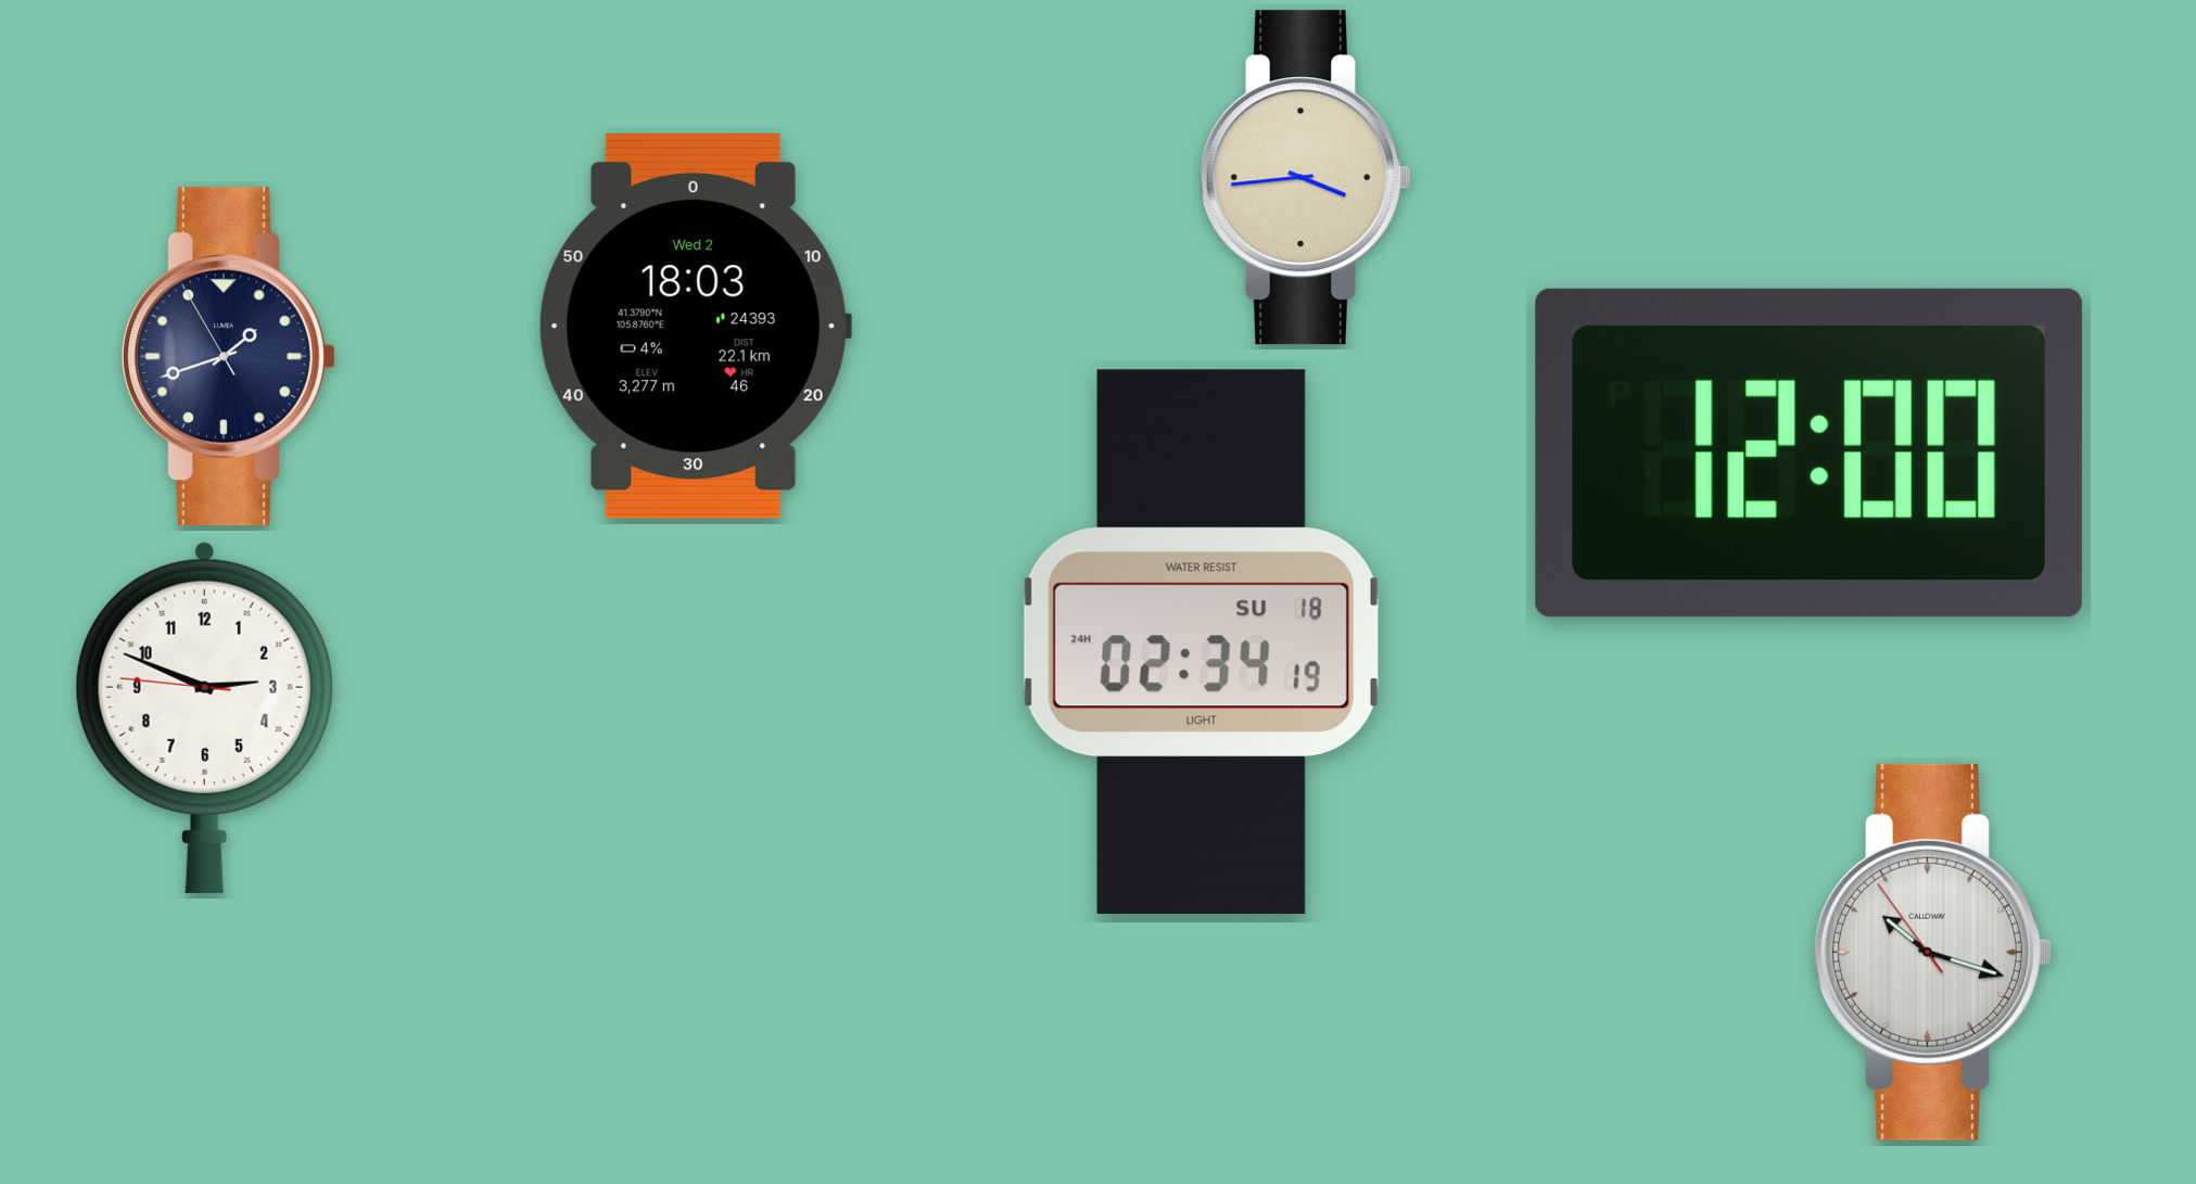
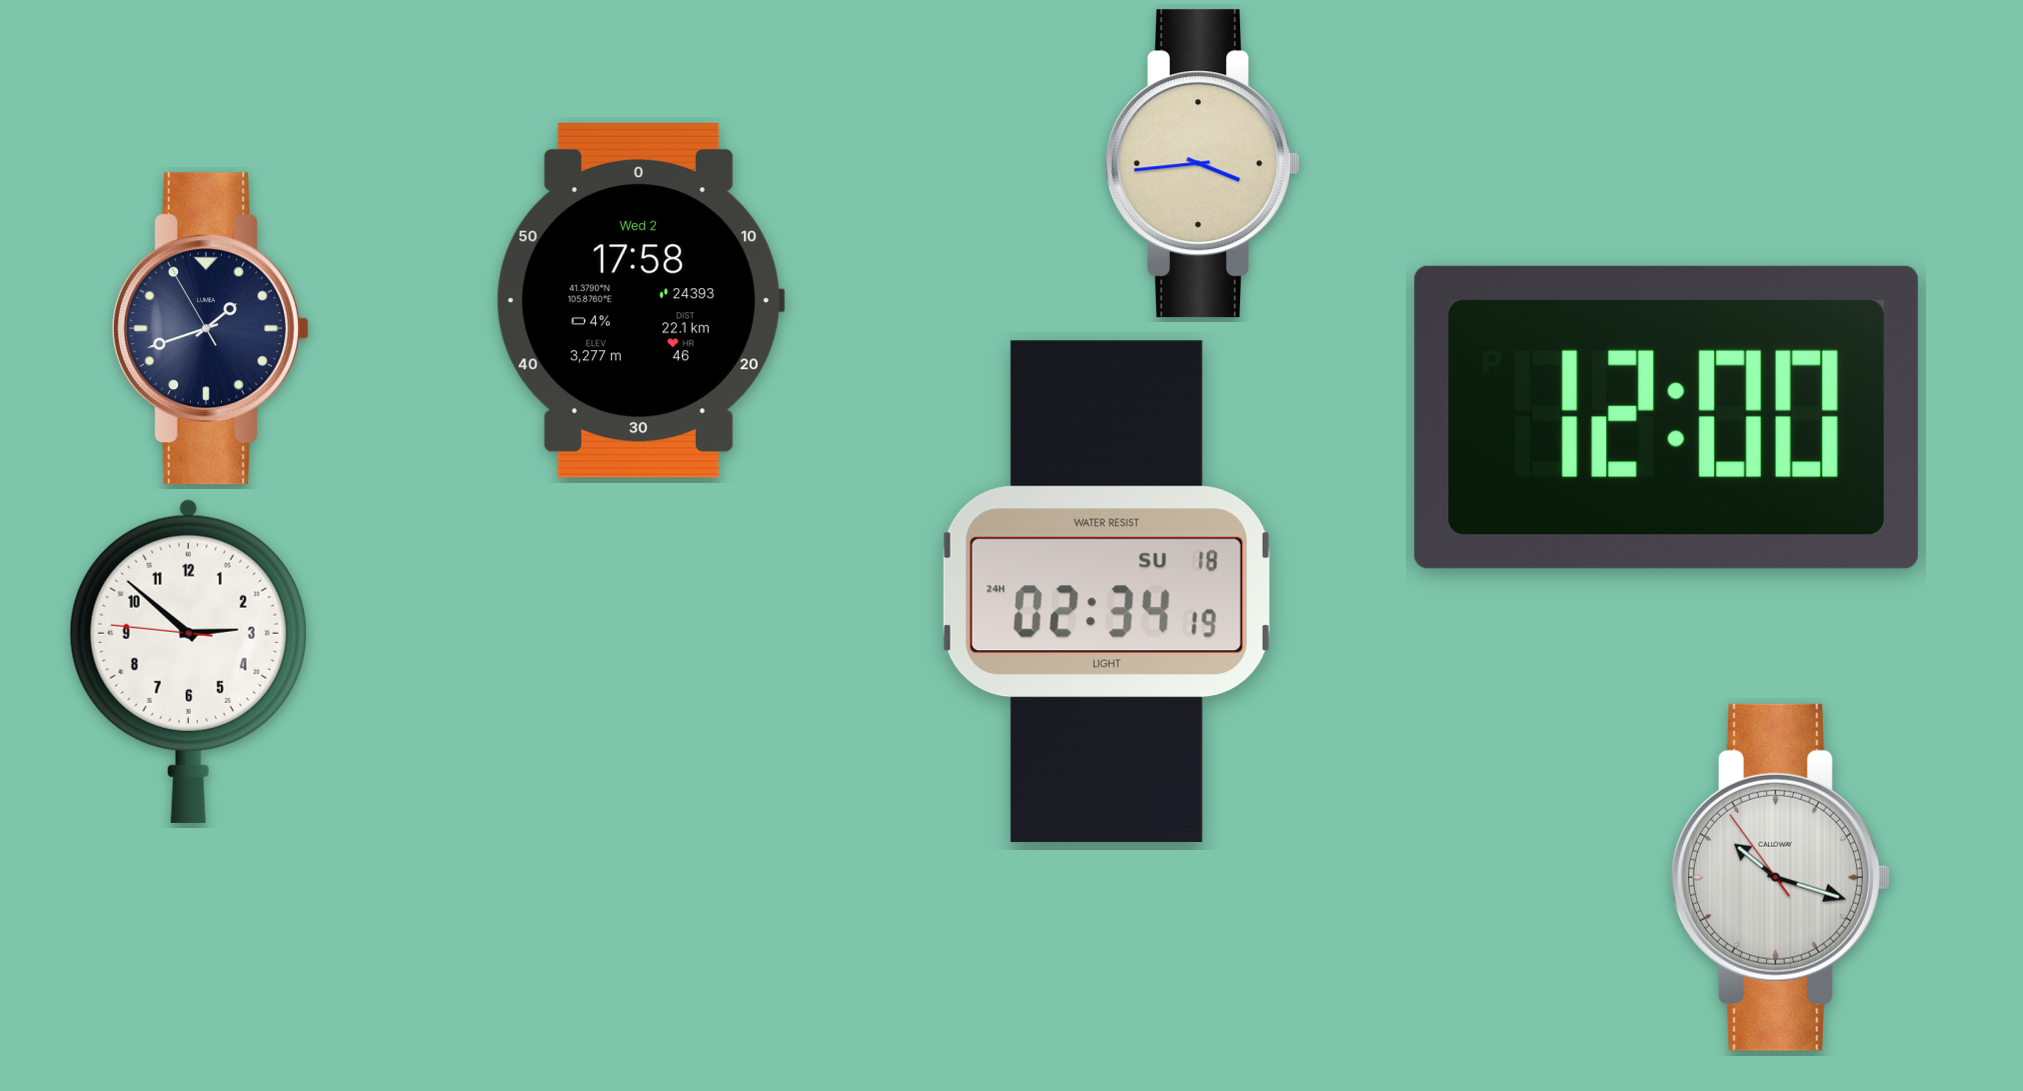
clock at (695, 326): 18:03 -> 17:58
clock at (204, 717): 2:48 -> 2:51
